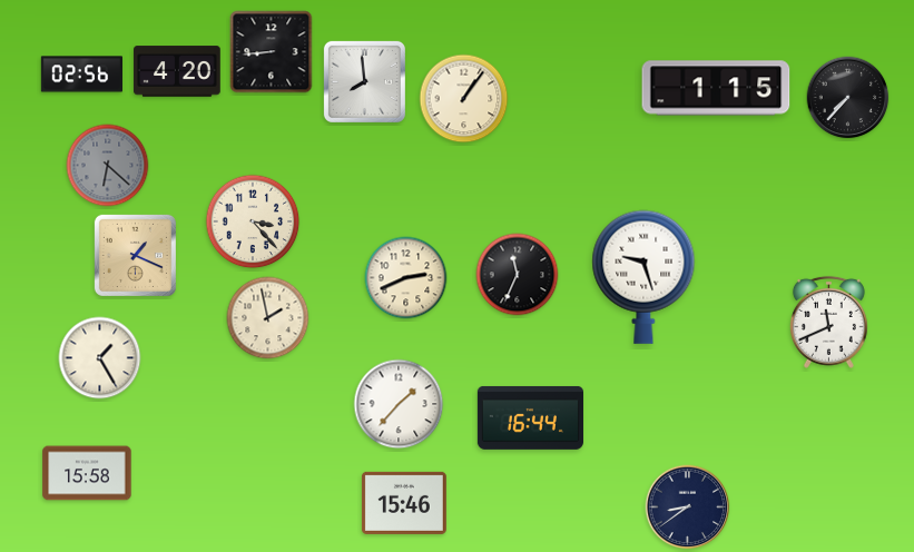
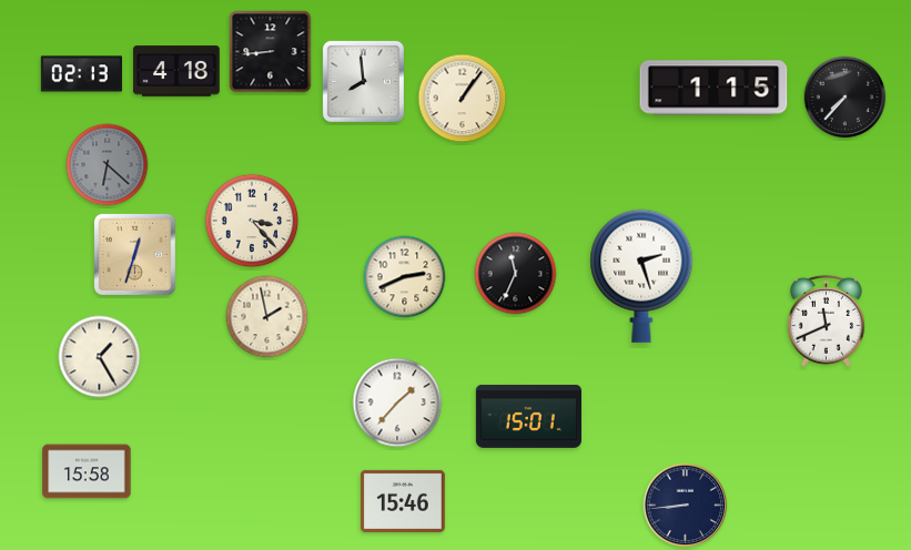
clock at (177, 71): 4:20 -> 4:18
clock at (81, 75): 02:56 -> 02:13
clock at (135, 255): 1:19 -> 12:33
clock at (643, 277): 9:27 -> 2:27
clock at (530, 417): 16:44 -> 15:01
clock at (688, 507): 8:39 -> 8:44
